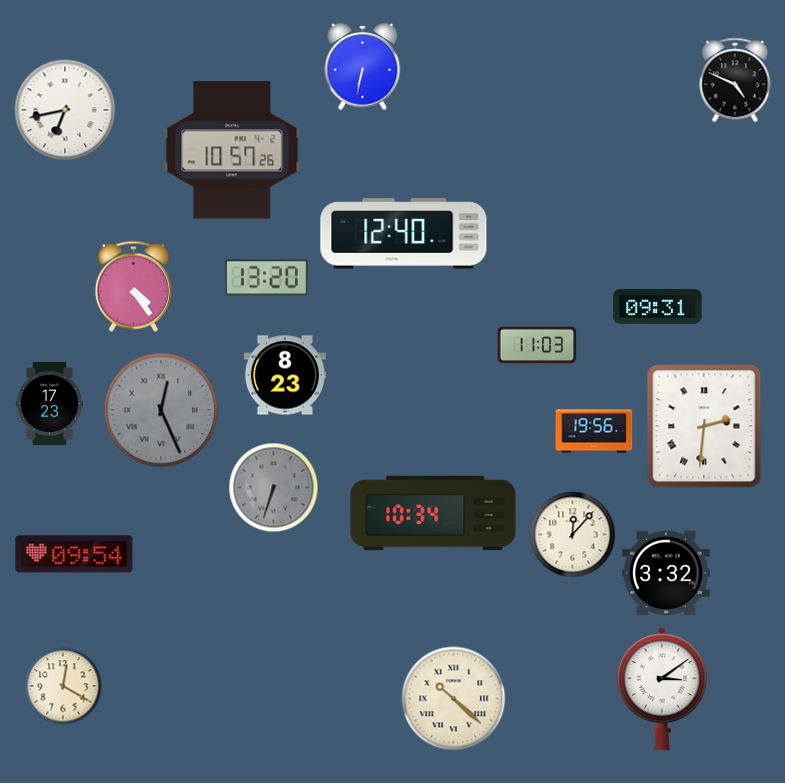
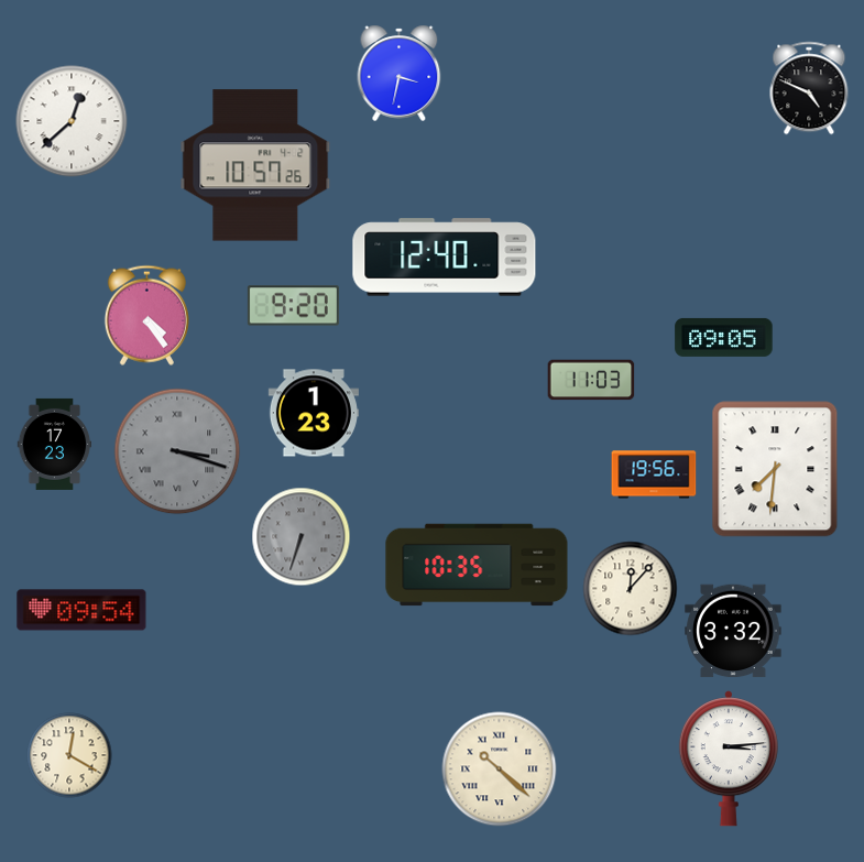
clock at (363, 66): 6:32 -> 3:32
clock at (65, 110): 6:43 -> 12:38
clock at (266, 278): 13:20 -> 9:20
clock at (658, 306): 09:31 -> 09:05
clock at (285, 375): 8:23 -> 1:23
clock at (161, 410): 12:26 -> 3:18
clock at (704, 426): 2:31 -> 7:31
clock at (433, 513): 10:34 -> 10:35
clock at (662, 689): 3:09 -> 3:14
